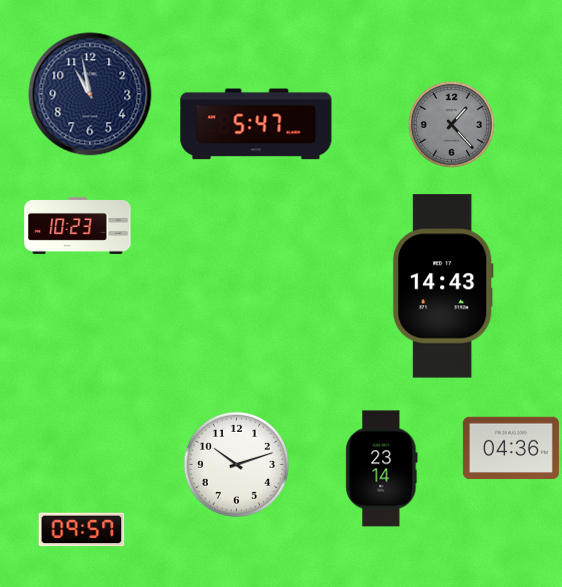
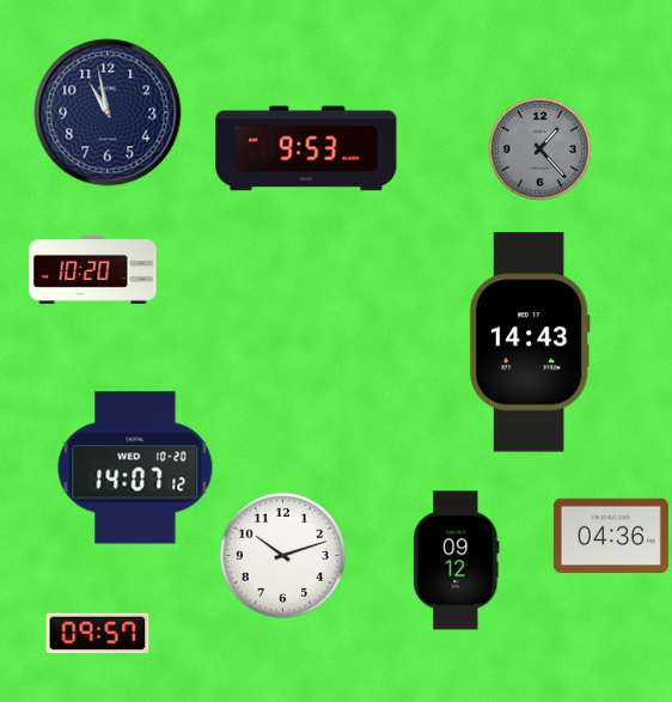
clock at (256, 124): 5:47 -> 9:53
clock at (78, 225): 10:23 -> 10:20
clock at (135, 468): none -> 14:07
clock at (382, 469): 23:14 -> 09:12
